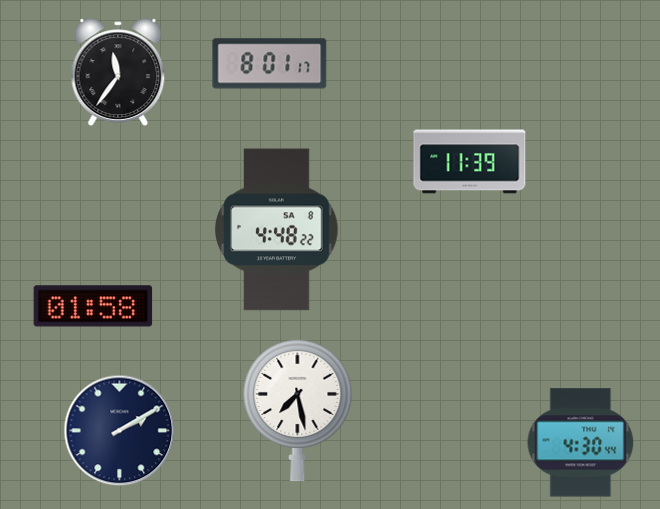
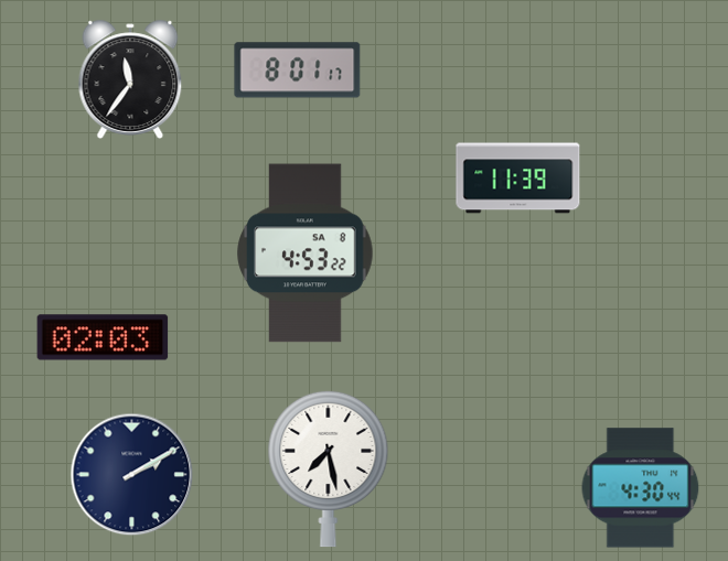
clock at (277, 230): 4:48 -> 4:53
clock at (93, 306): 01:58 -> 02:03
clock at (298, 410) position: (298, 410) -> (329, 468)
